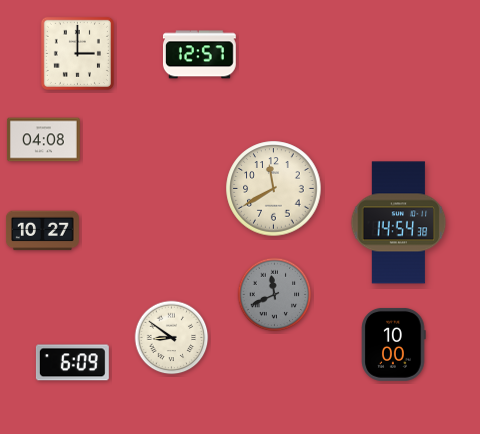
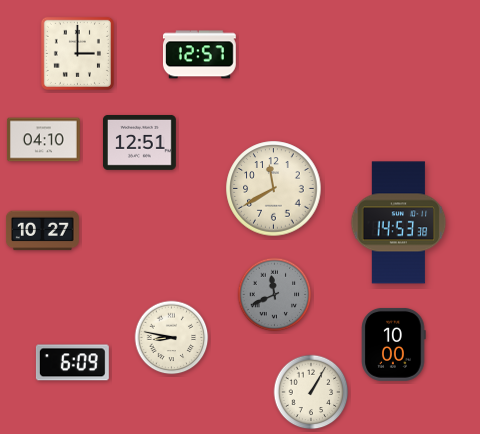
clock at (43, 140): 04:08 -> 04:10
clock at (140, 142): none -> 12:51
clock at (399, 223): 14:54 -> 14:53
clock at (172, 338): 8:51 -> 8:47
clock at (311, 392): none -> 1:05
